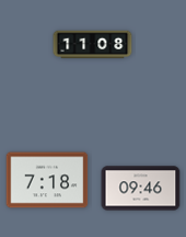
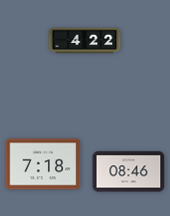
clock at (93, 45): 11:08 -> 4:22
clock at (141, 189): 09:46 -> 08:46
